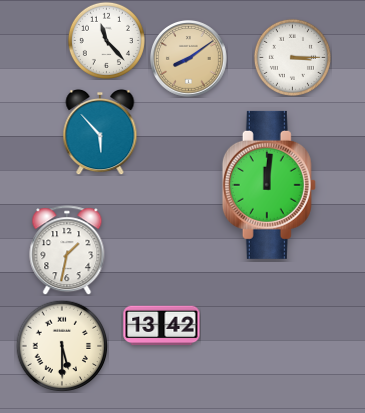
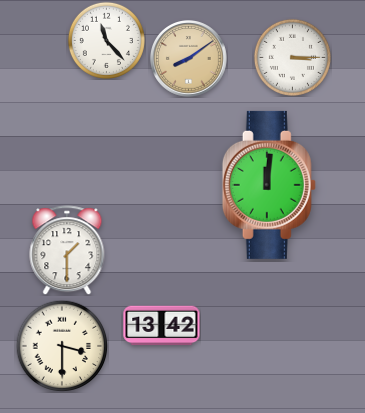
clock at (100, 132): 5:53 -> none
clock at (67, 250): 1:32 -> 1:30
clock at (62, 346): 5:30 -> 3:30
